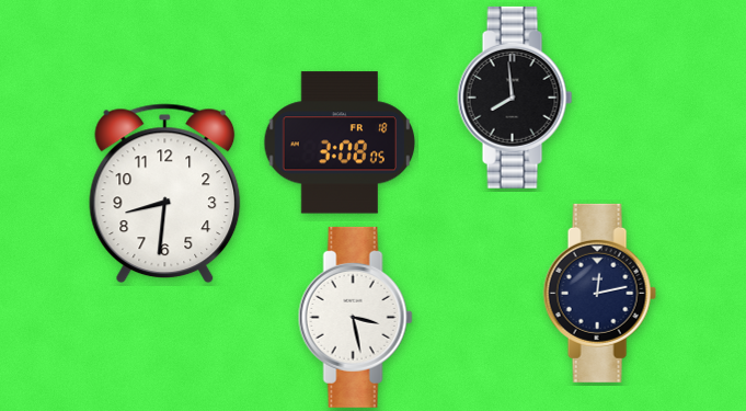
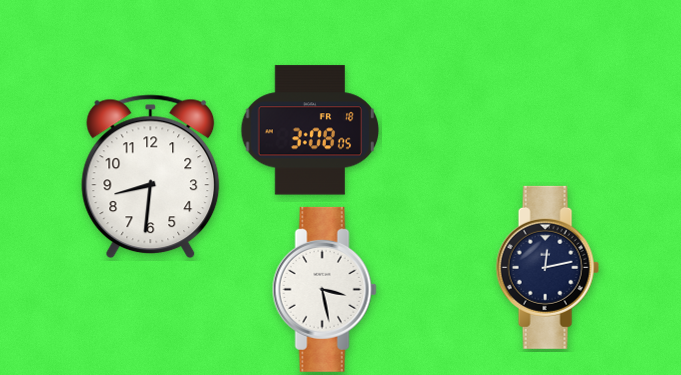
clock at (515, 98): 7:59 -> none
